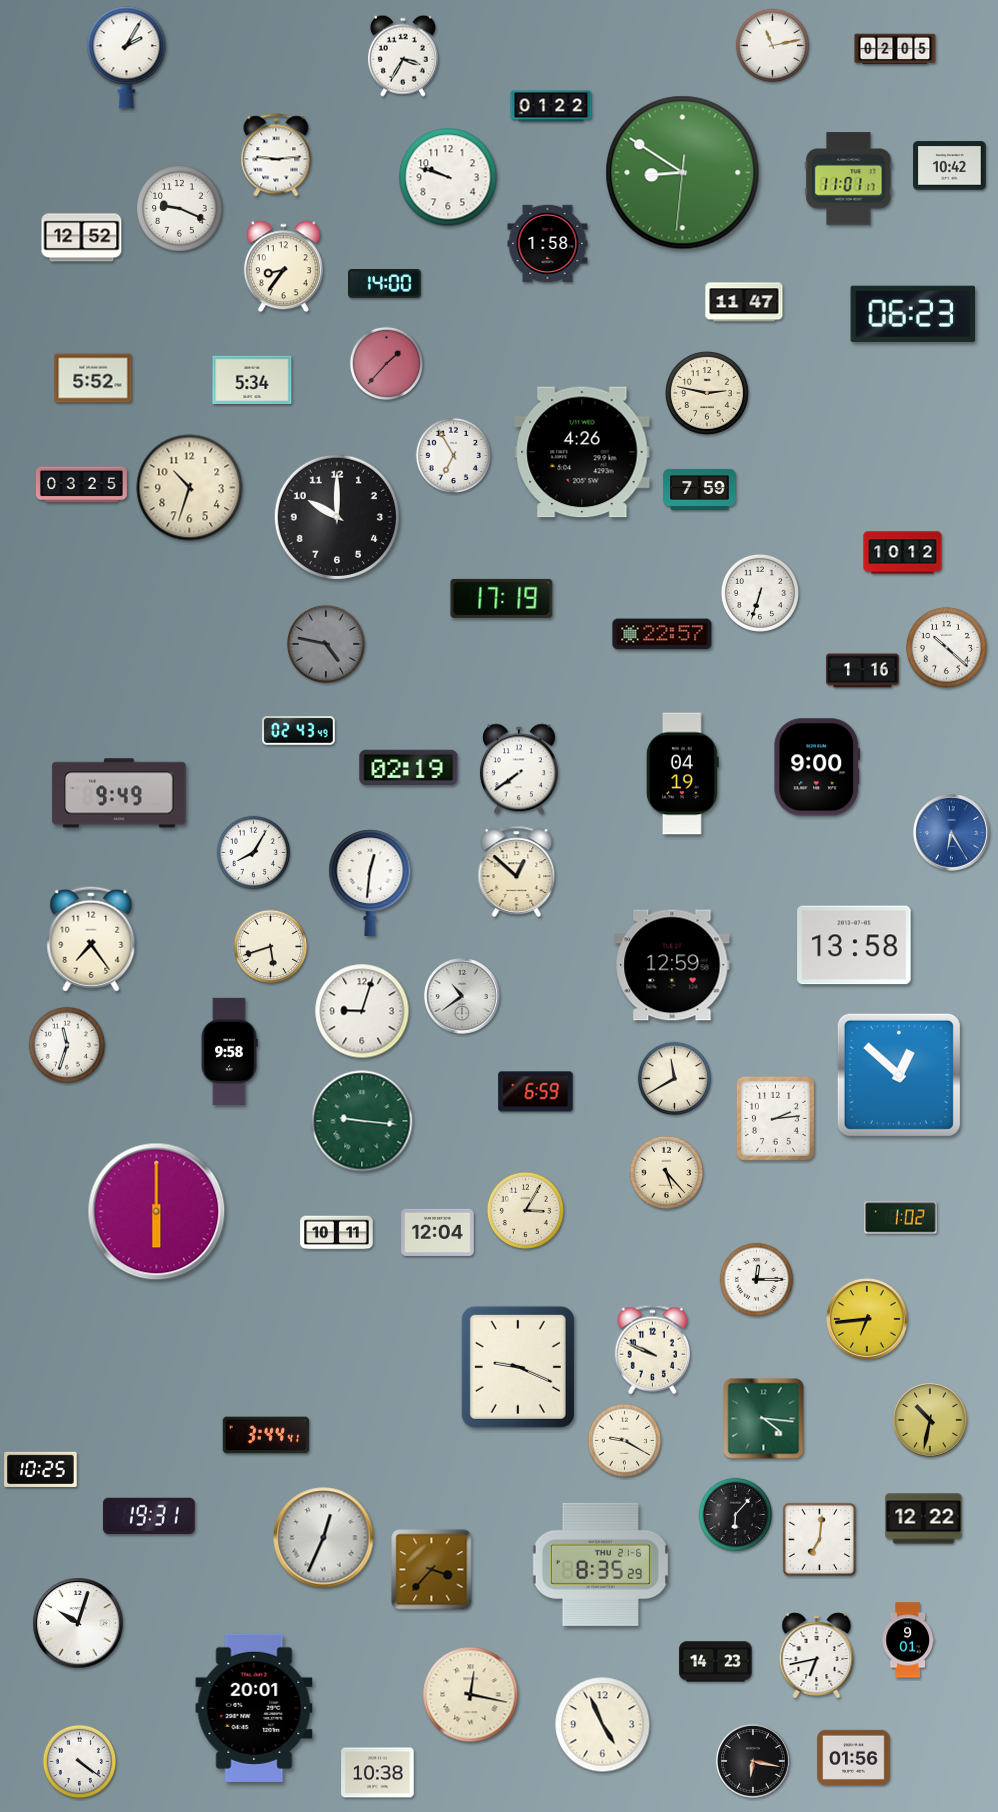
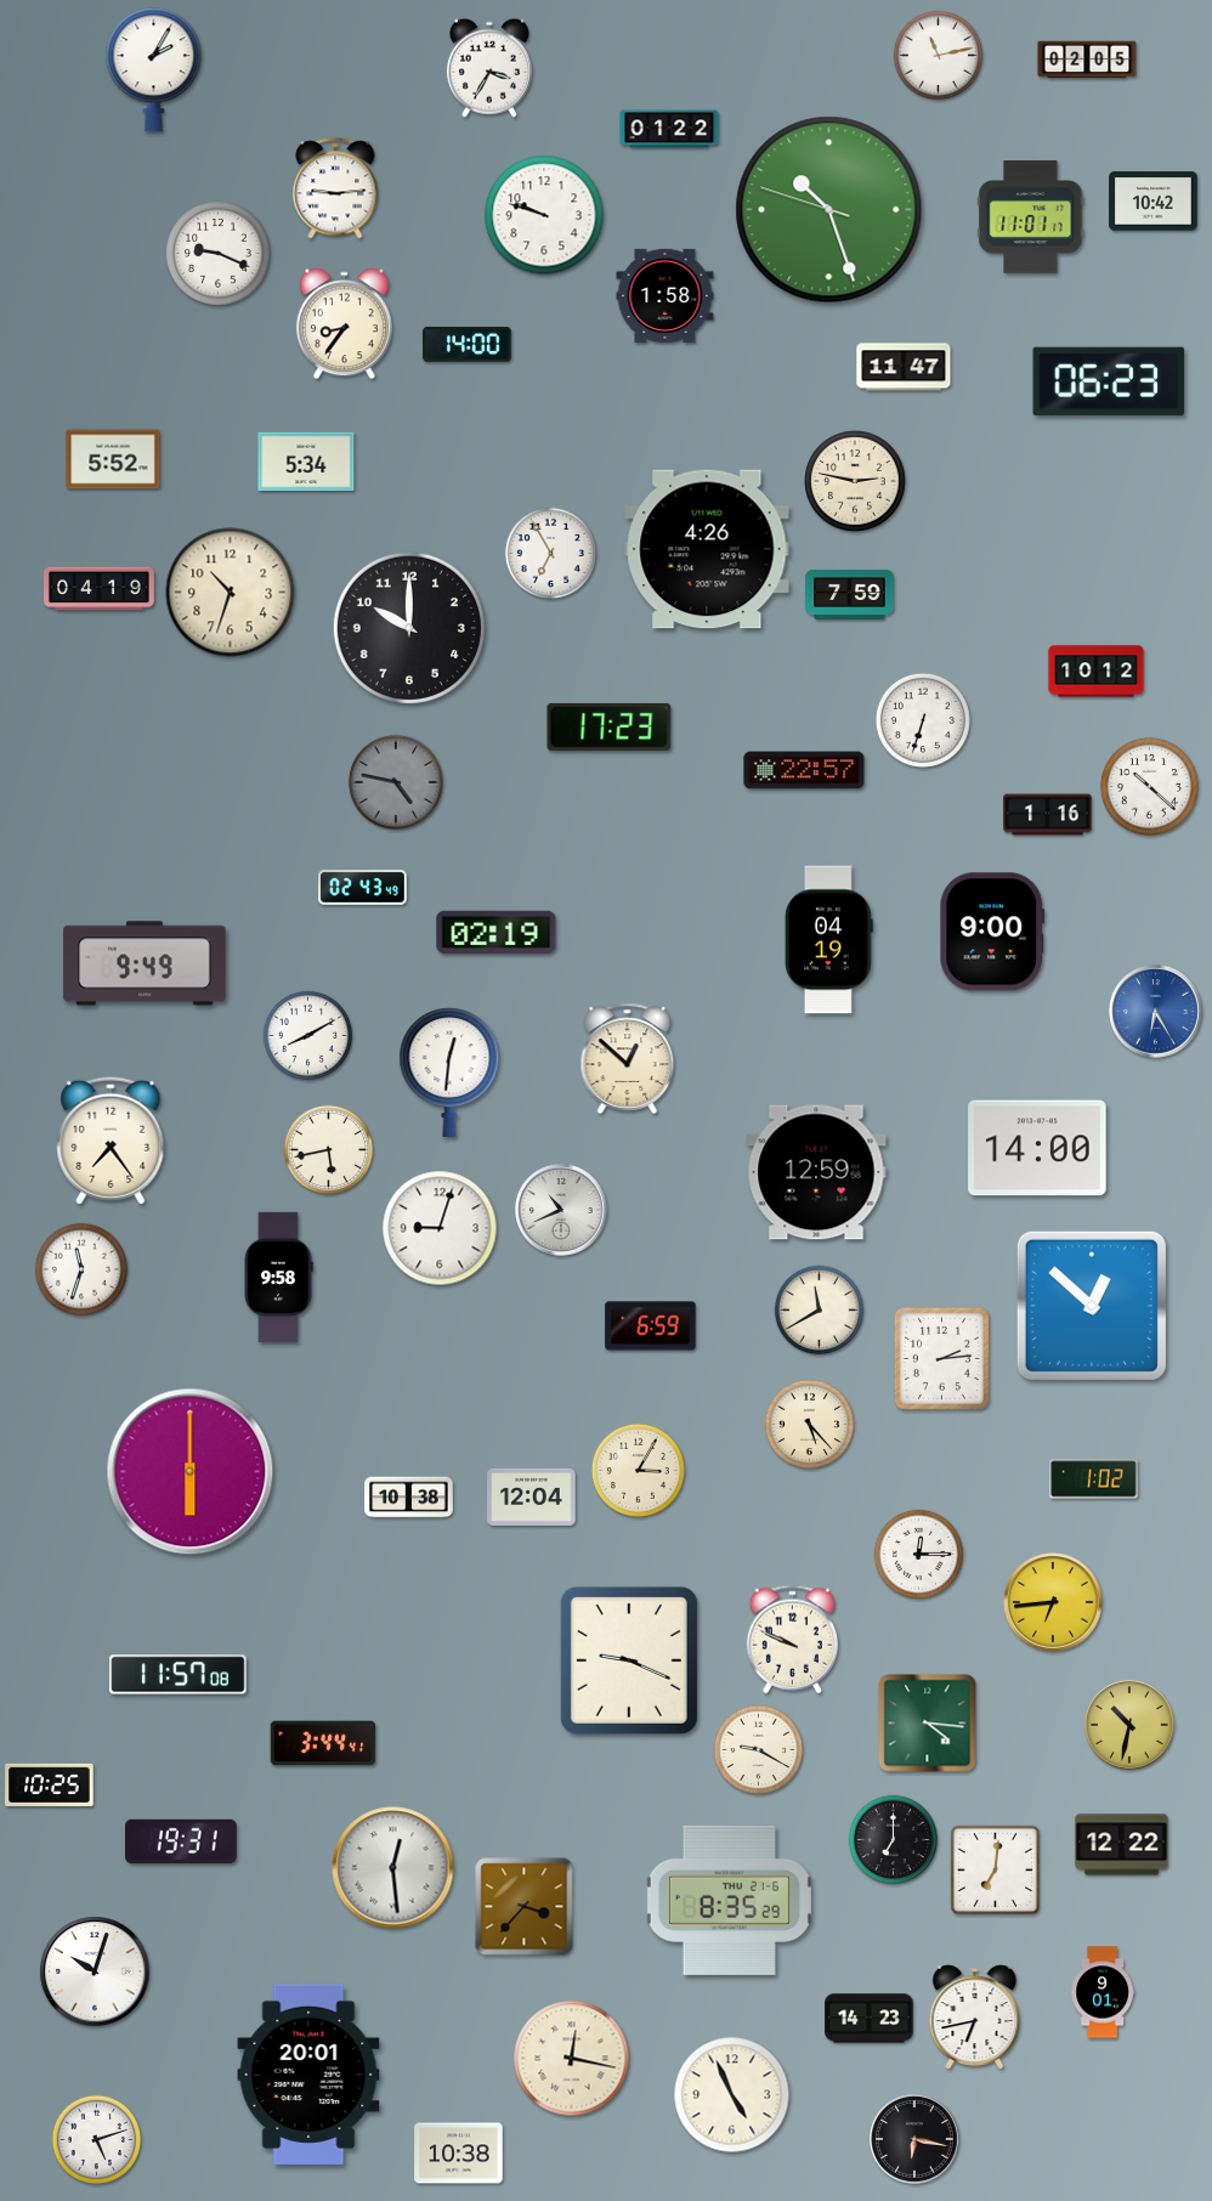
clock at (683, 173): 8:50 -> 10:26
clock at (82, 238): 12:52 -> none
clock at (387, 364): 1:37 -> none
clock at (708, 394) position: (708, 394) -> (856, 482)
clock at (81, 485): 03:25 -> 04:19
clock at (502, 598): 17:19 -> 17:23
clock at (519, 769): 7:39 -> none
clock at (254, 853): 8:05 -> 8:10
clock at (854, 945): 13:58 -> 14:00
clock at (271, 947): 5:42 -> 5:43
clock at (463, 997): 10:39 -> 10:41
clock at (362, 1121): 9:16 -> none
clock at (337, 1233): 10:11 -> 10:38
clock at (179, 1675): none -> 11:57
clock at (736, 1515): 6:07 -> 7:00
clock at (324, 1538): 12:34 -> 12:29
clock at (817, 1656) position: (817, 1656) -> (975, 2018)
clock at (854, 1757): 01:56 -> none
clock at (80, 1762): 4:21 -> 5:12
